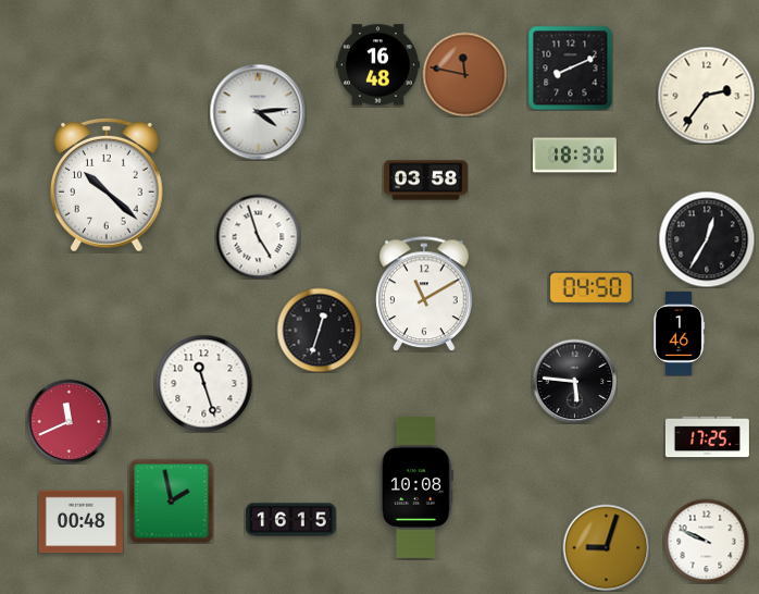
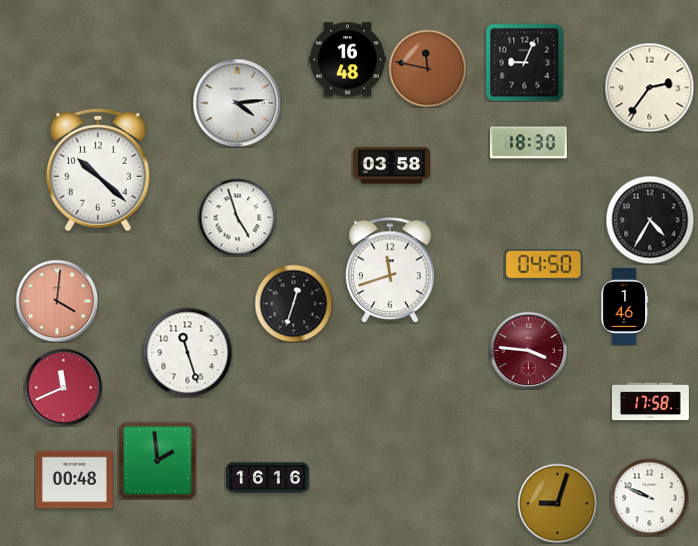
clock at (570, 67): 8:11 -> 9:04
clock at (707, 239): 12:35 -> 4:35
clock at (424, 294): 11:10 -> 11:42
clock at (57, 301): none -> 4:01
clock at (574, 381): 5:46 -> 3:46
clock at (574, 381) dial: black -> burgundy
clock at (707, 437): 17:25 -> 17:58
clock at (416, 487): 10:08 -> none
clock at (171, 500): 1:58 -> 1:59
clock at (291, 520): 16:15 -> 16:16
